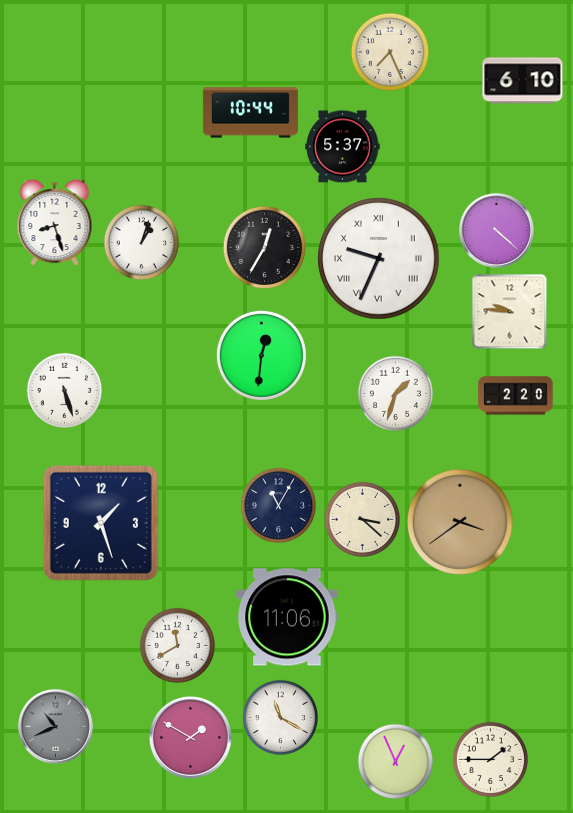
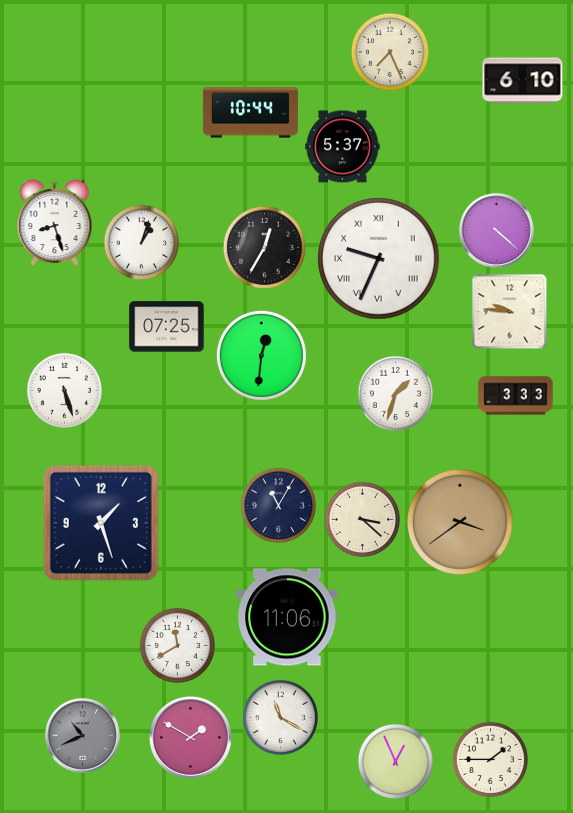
clock at (167, 327): none -> 07:25
clock at (516, 396): 2:20 -> 3:33
clock at (56, 727) position: (56, 727) -> (83, 736)
